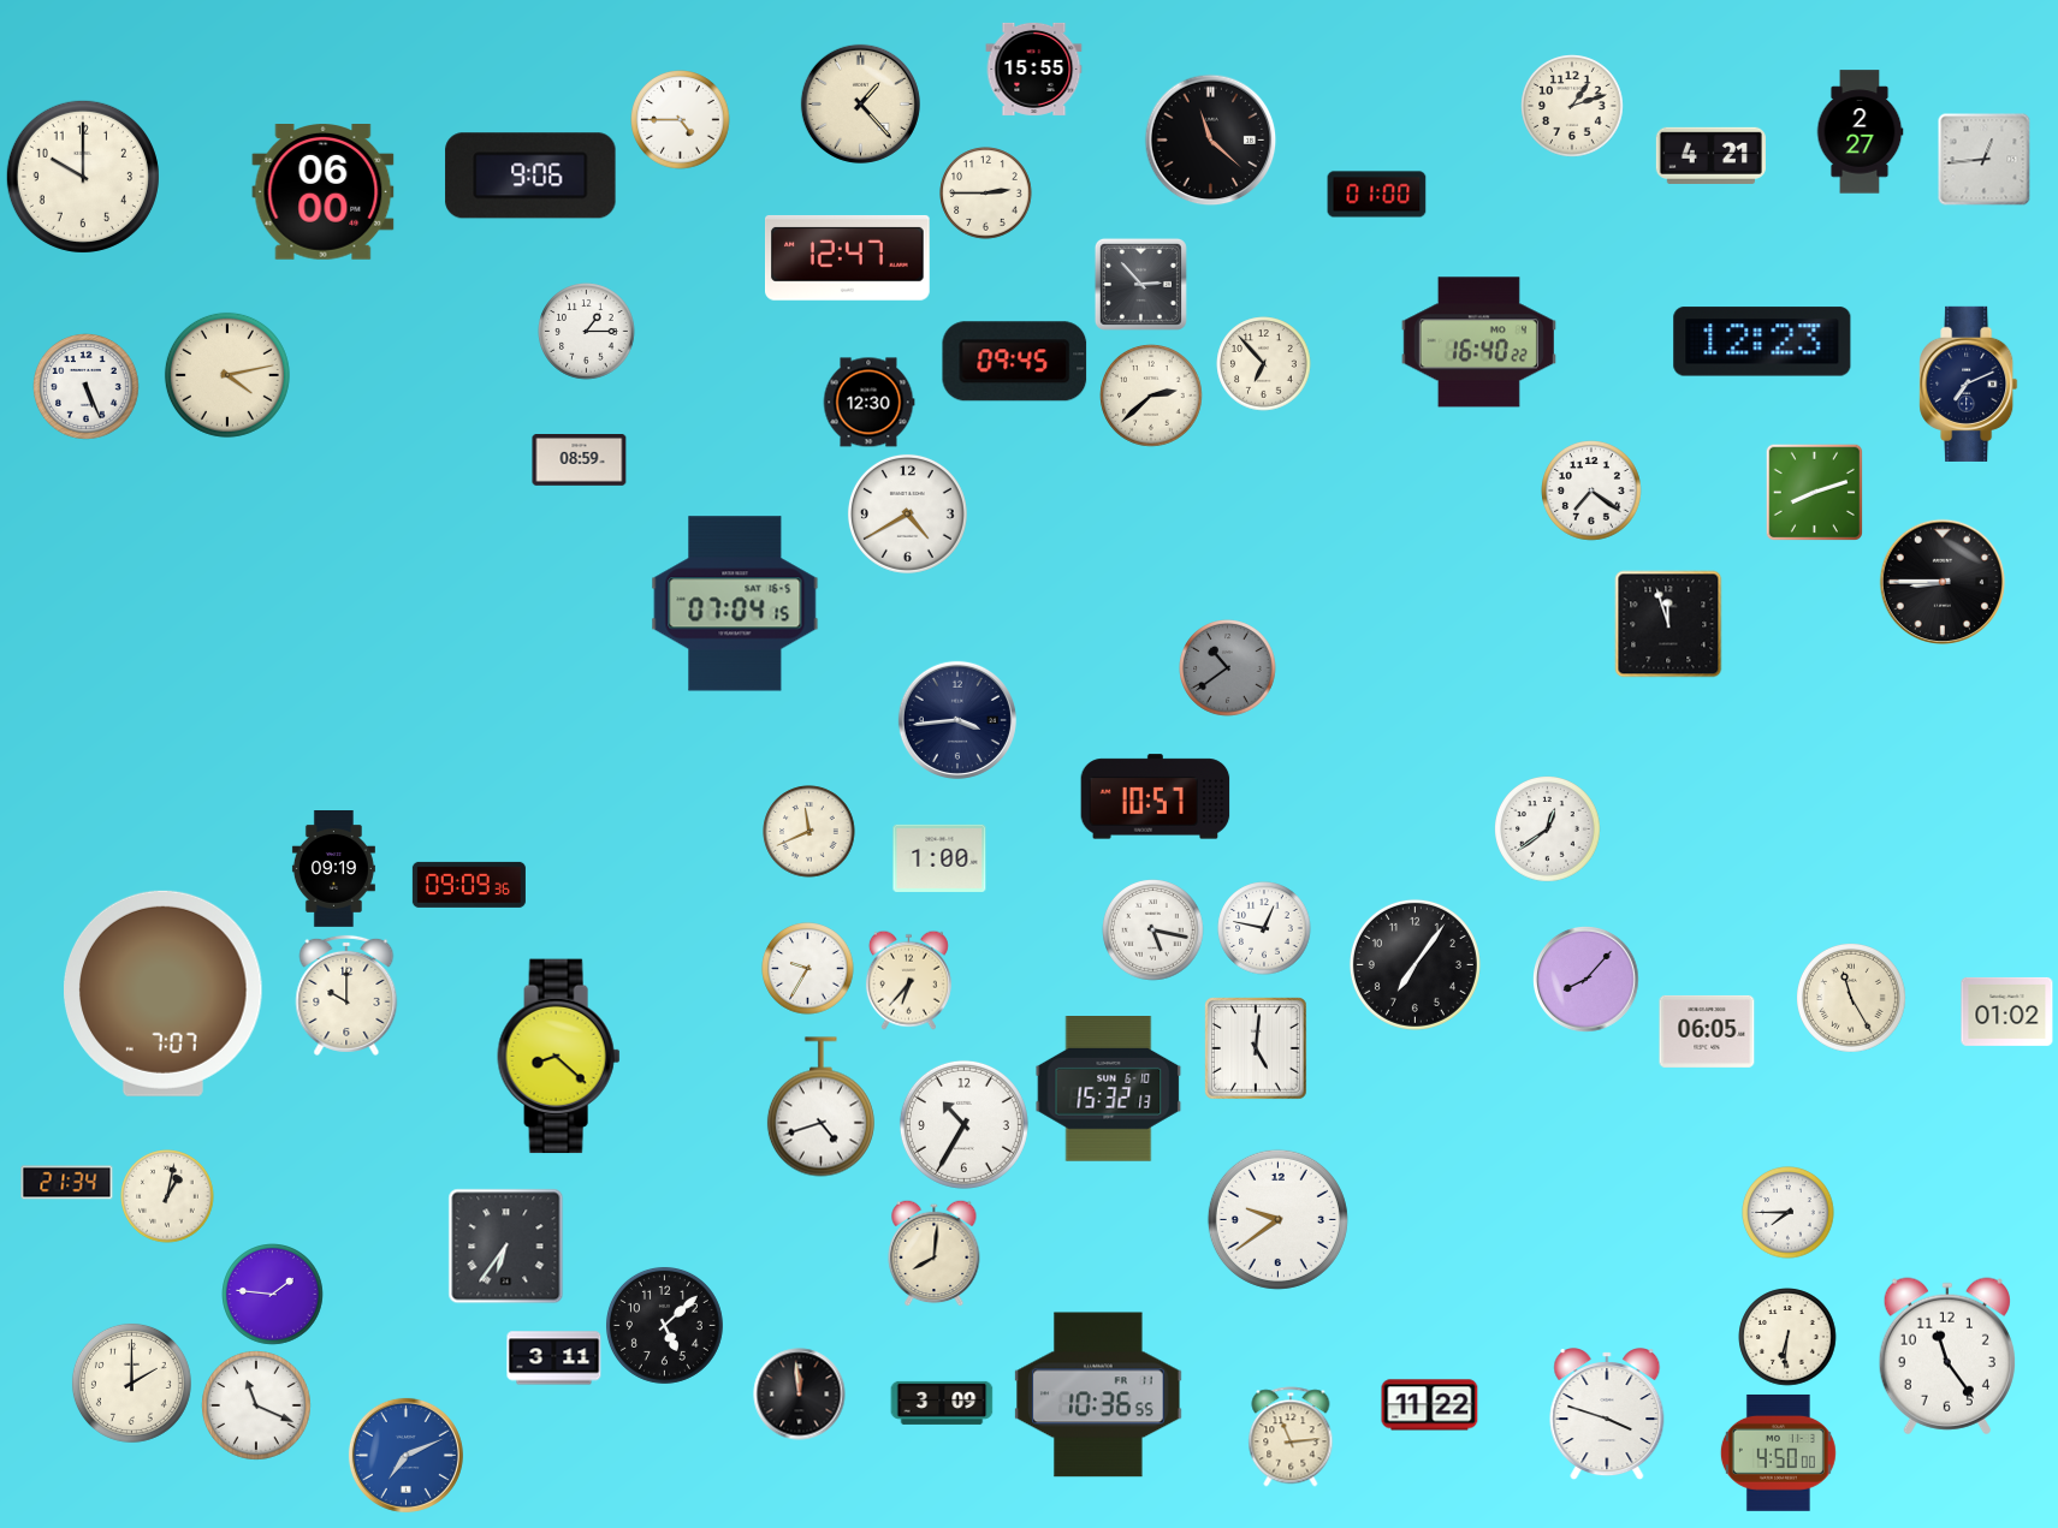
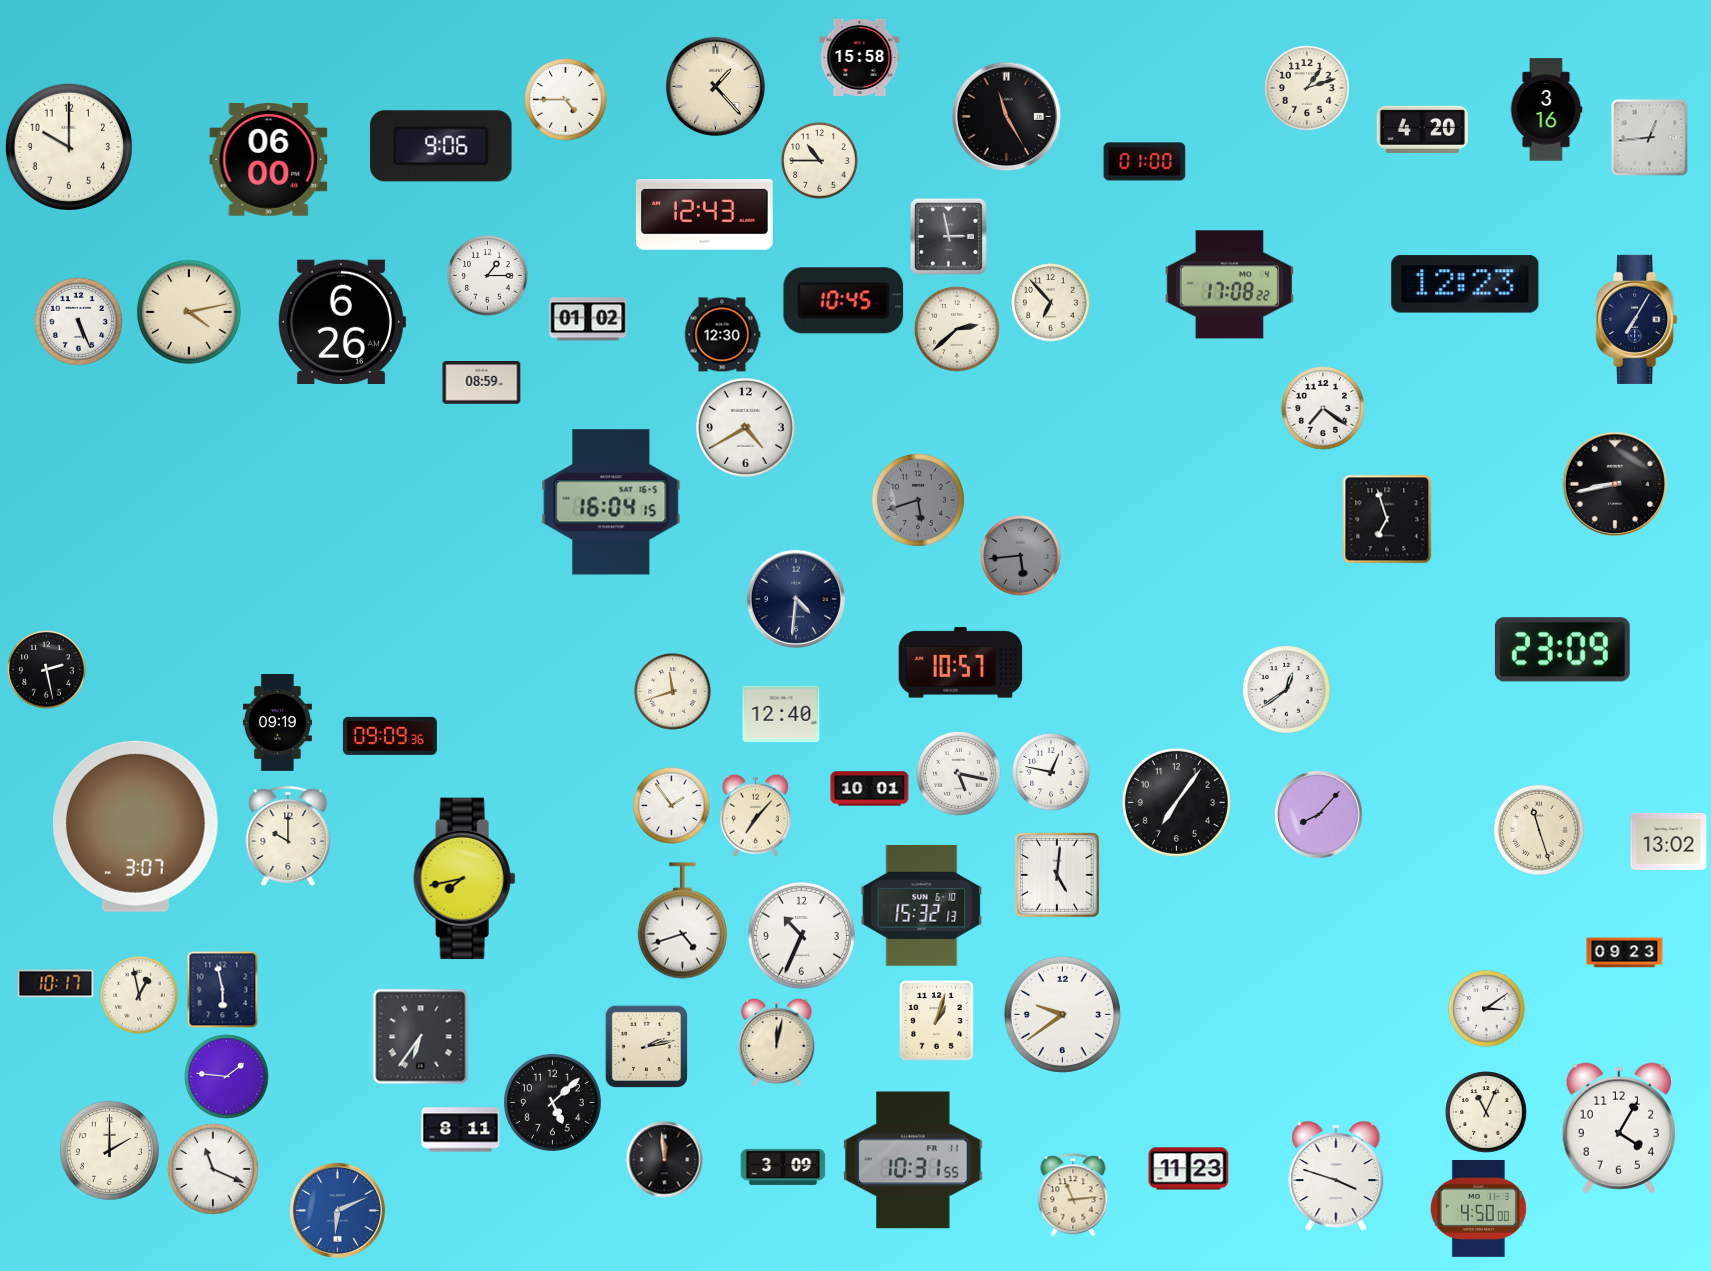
clock at (1034, 69): 15:55 -> 15:58
clock at (1860, 132): 2:27 -> 3:16
clock at (1211, 141): 11:22 -> 11:25
clock at (1710, 155): 4:21 -> 4:20
clock at (1985, 160) position: (1985, 160) -> (1650, 138)
clock at (986, 194): 2:45 -> 10:45
clock at (848, 257): 12:47 -> 12:43
clock at (1140, 284): 2:53 -> 2:58
clock at (1478, 343): 16:40 -> 17:08
clock at (1015, 362): 09:45 -> 10:45
clock at (588, 319): none -> 01:02
clock at (1969, 384): 7:11 -> 7:05
clock at (342, 321): none -> 6:26
clock at (87, 387) position: (87, 387) -> (79, 322)
clock at (1814, 492): 8:12 -> none
clock at (907, 513) position: (907, 513) -> (745, 427)
clock at (1943, 582): 8:45 -> 8:43
clock at (918, 500): none -> 5:42
clock at (735, 604): 07:04 -> 16:04
clock at (1668, 624): 11:57 -> 6:57
clock at (1228, 668): 10:39 -> 5:44
clock at (957, 720): 3:44 -> 4:31
clock at (1562, 650): none -> 23:09
clock at (47, 670): none -> 2:28
clock at (809, 832): 11:41 -> 11:42
clock at (939, 858): 1:00 -> 12:40
clock at (870, 789): none -> 10:01
clock at (808, 969): 9:35 -> 1:54
clock at (908, 980): 6:37 -> 7:07
clock at (164, 993): 7:07 -> 3:07
clock at (346, 995) position: (346, 995) -> (288, 836)
clock at (1852, 999): 11:25 -> 11:27
clock at (2007, 1011): 01:02 -> 13:02
clock at (1707, 1031): 06:05 -> none
clock at (1257, 1050) position: (1257, 1050) -> (1058, 876)
clock at (559, 1057): 8:22 -> 7:43
clock at (963, 1124): 10:35 -> 10:34
clock at (1625, 953): none -> 09:23
clock at (67, 1183): 21:34 -> 10:17
clock at (223, 989): none -> 5:58
clock at (167, 1196): 1:02 -> 12:58
clock at (1789, 1213): 7:45 -> 3:09
clock at (937, 1021): none -> 1:03
clock at (935, 1253): 8:01 -> 12:02
clock at (646, 1046): none -> 2:13
clock at (1787, 1337): 6:31 -> 11:04
clock at (1947, 1356): 11:24 -> 4:05
clock at (554, 1358): 3:11 -> 8:11
clock at (1098, 1395): 10:36 -> 10:31
clock at (1430, 1405): 11:22 -> 11:23
clock at (405, 1455): 7:11 -> 6:11
